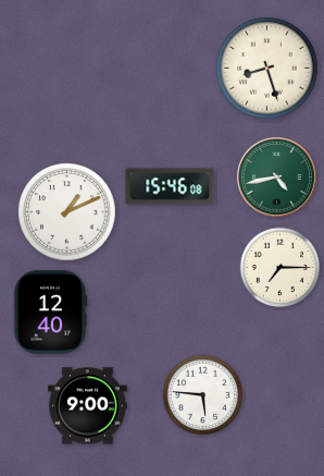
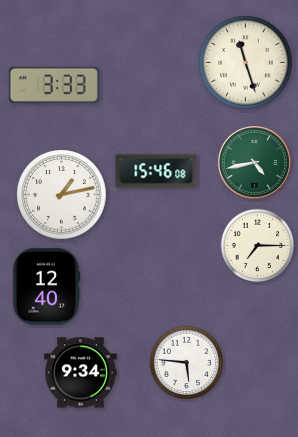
clock at (267, 69): 8:27 -> 11:27
clock at (54, 85): none -> 3:33
clock at (67, 212): 1:11 -> 1:13
clock at (88, 406): 9:00 -> 9:34
